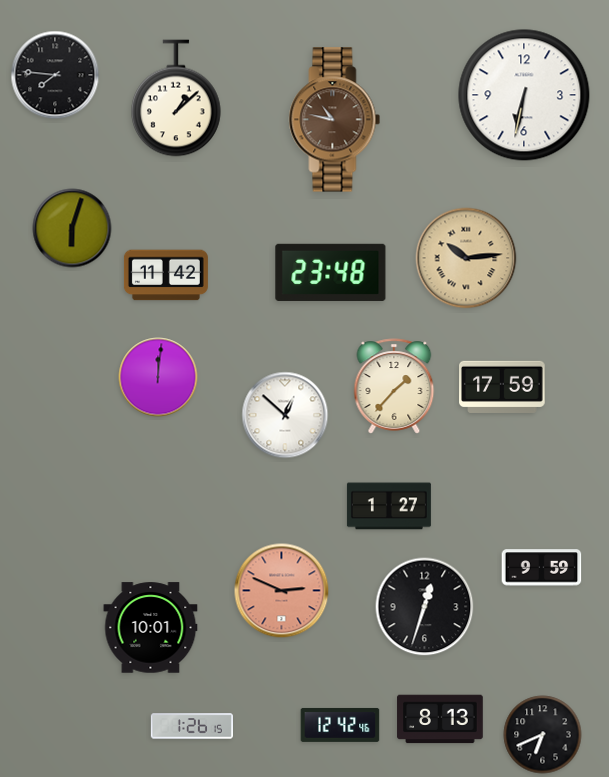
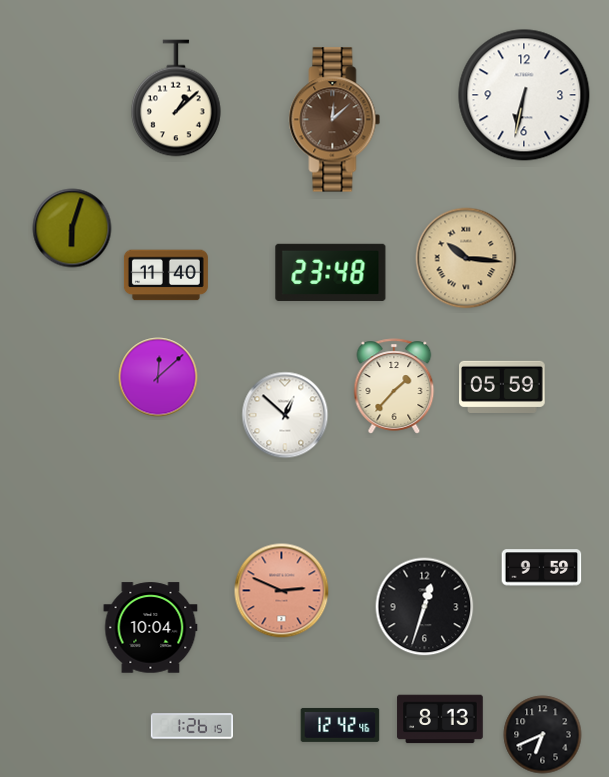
clock at (55, 75): 7:46 -> none
clock at (335, 120): 10:47 -> 12:08
clock at (466, 258): 10:14 -> 10:16
clock at (166, 275): 11:42 -> 11:40
clock at (158, 377): 12:01 -> 12:08
clock at (502, 387): 17:59 -> 05:59
clock at (389, 506): 1:27 -> none
clock at (151, 628): 10:01 -> 10:04
